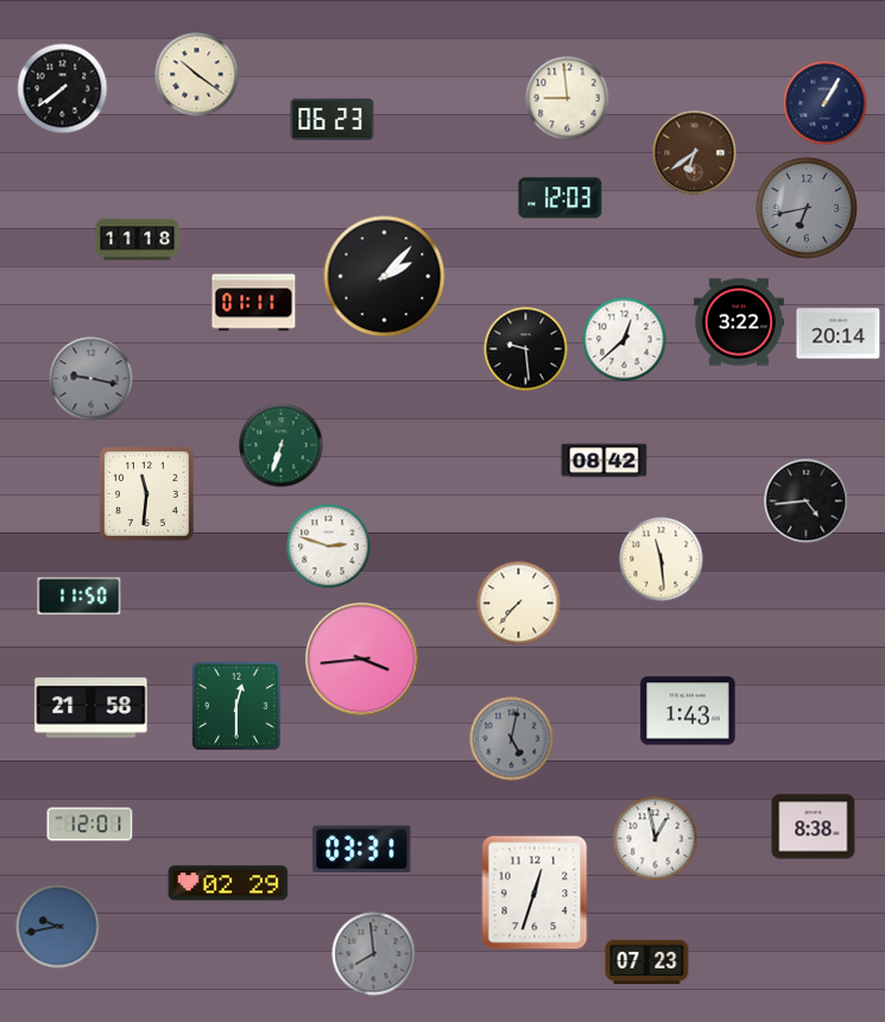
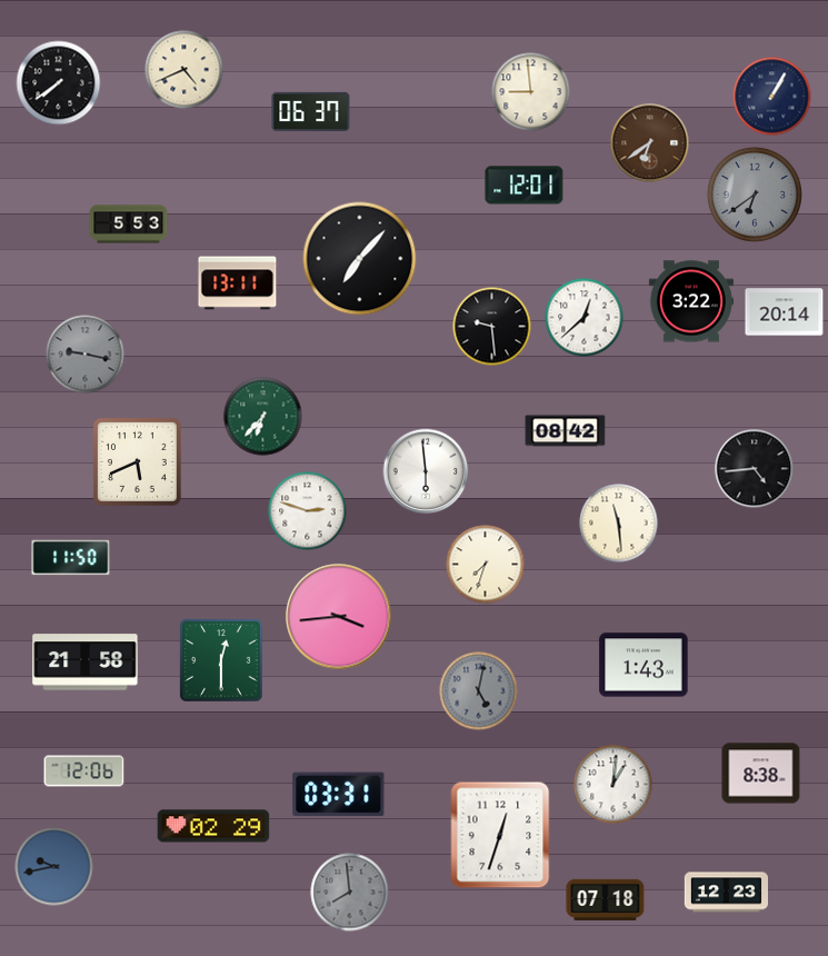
clock at (197, 75): 10:21 -> 4:41
clock at (333, 119): 06:23 -> 06:37
clock at (561, 198): 12:03 -> 12:01
clock at (807, 208): 6:43 -> 6:39
clock at (138, 240): 11:18 -> 5:53
clock at (385, 277): 2:07 -> 7:07
clock at (254, 303): 01:11 -> 13:11
clock at (282, 446): 6:33 -> 6:37
clock at (146, 493): 11:31 -> 5:41
clock at (426, 471): none -> 5:59
clock at (80, 597) position: (80, 597) -> (71, 558)
clock at (519, 604): 7:37 -> 7:33
clock at (90, 825): 12:01 -> 12:06
clock at (656, 839): 12:58 -> 1:01
clock at (726, 893): none -> 12:23
clock at (647, 961): 07:23 -> 07:18
